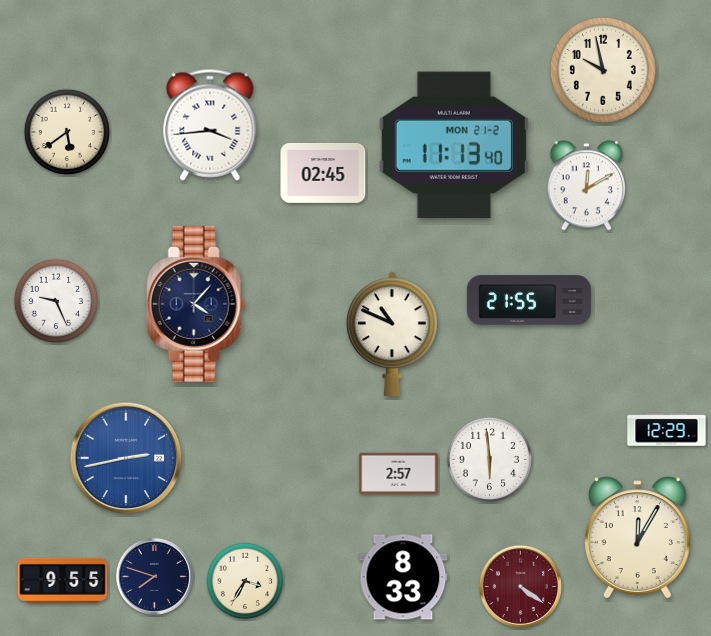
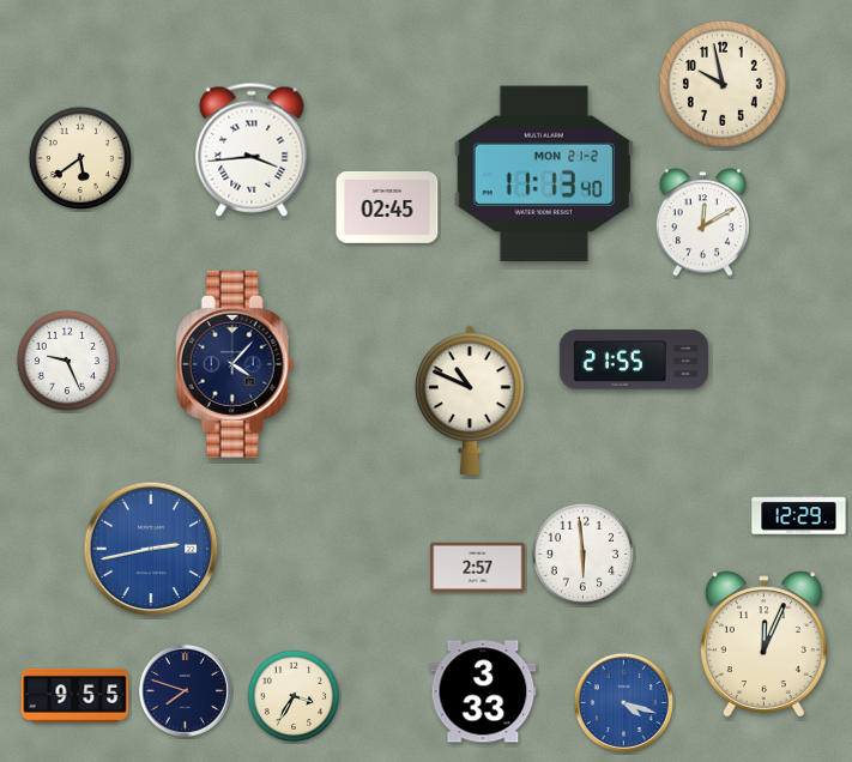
clock at (489, 459) position: (489, 459) -> (582, 554)
clock at (637, 538): 12:05 -> 12:04
clock at (403, 577): 8:33 -> 3:33
clock at (520, 586): 4:21 -> 4:18
clock at (520, 586) dial: burgundy -> blue
